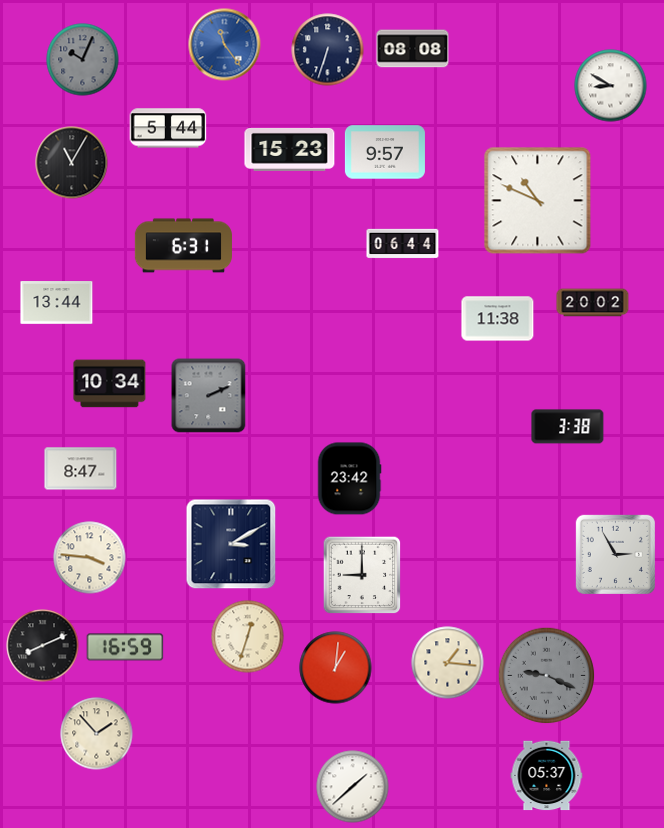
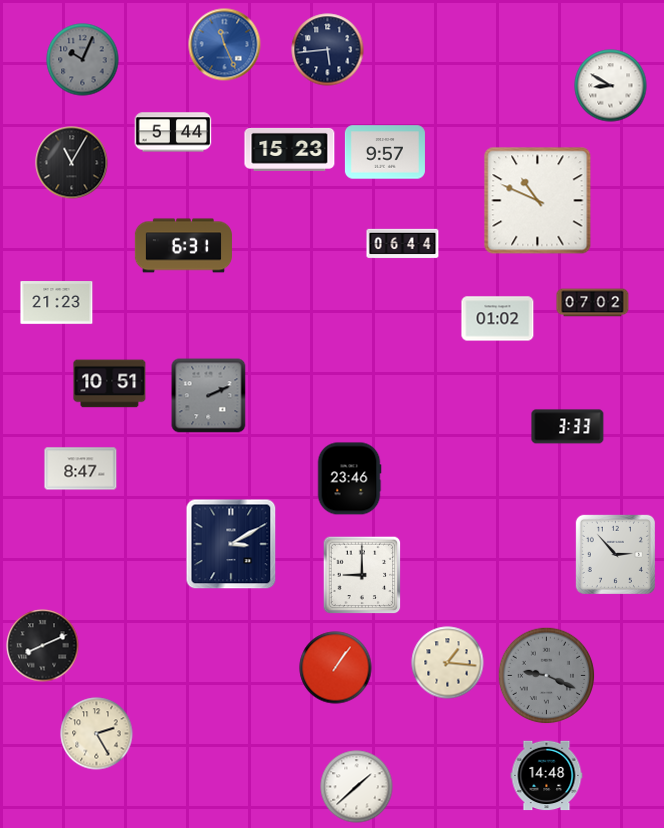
clock at (225, 45): 11:24 -> 11:26
clock at (413, 49): 08:08 -> none
clock at (328, 50): 6:33 -> 5:44
clock at (168, 128) position: (168, 128) -> (173, 132)
clock at (57, 303): 13:44 -> 21:23
clock at (593, 303): 20:02 -> 07:02
clock at (498, 319): 11:38 -> 01:02
clock at (110, 384): 10:34 -> 10:51
clock at (568, 427): 3:38 -> 3:33
clock at (349, 479): 23:42 -> 23:46
clock at (615, 554): 2:55 -> 2:53
clock at (90, 558): 3:46 -> none
clock at (248, 637): 12:33 -> none
clock at (125, 647): 16:59 -> none
clock at (336, 668): 1:01 -> 1:06
clock at (97, 734): 1:53 -> 2:25
clock at (547, 776): 05:37 -> 14:48
clock at (353, 787) position: (353, 787) -> (357, 787)
